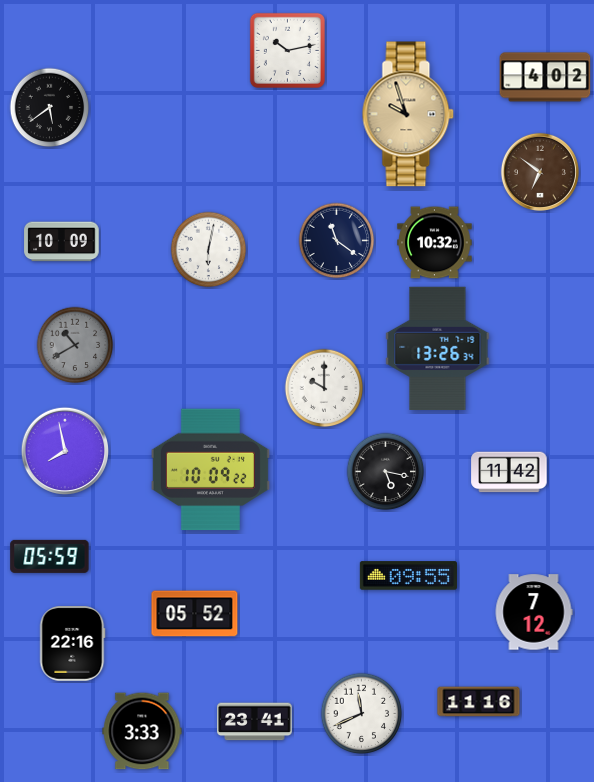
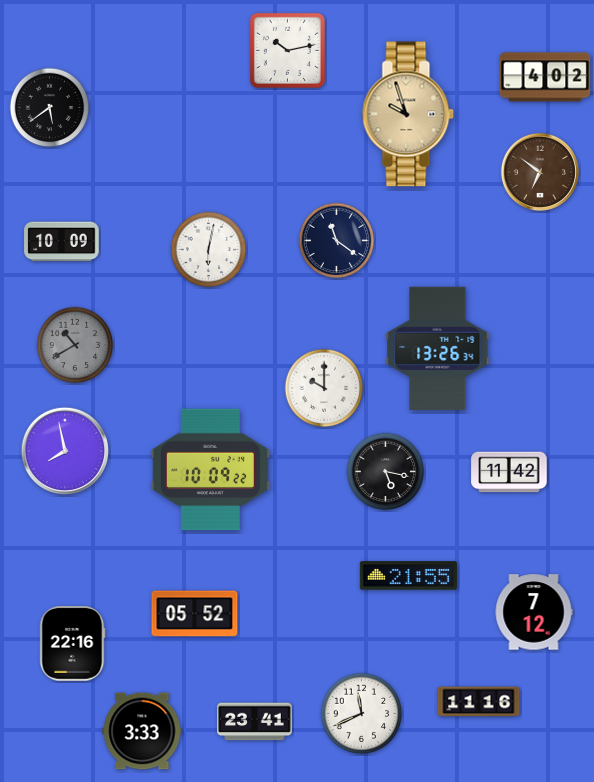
clock at (435, 243): 10:32 -> none
clock at (50, 556): 05:59 -> none
clock at (408, 576): 09:55 -> 21:55
